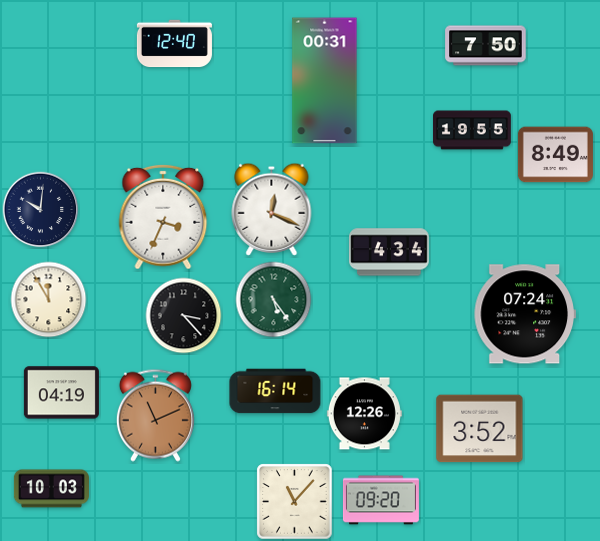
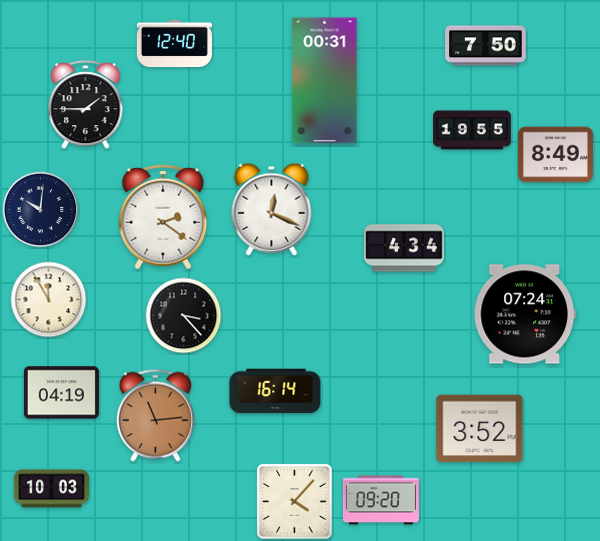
clock at (86, 105): none -> 1:45
clock at (163, 217): 3:34 -> 2:21
clock at (389, 252) position: (389, 252) -> (404, 248)
clock at (274, 300): 5:24 -> none
clock at (364, 414): 12:26 -> none
clock at (155, 415): 11:11 -> 11:14
clock at (295, 502): 11:07 -> 4:07
